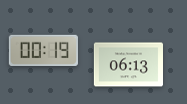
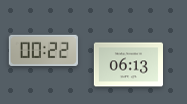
clock at (43, 50): 00:19 -> 00:22
